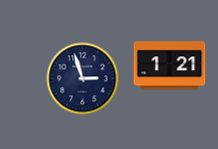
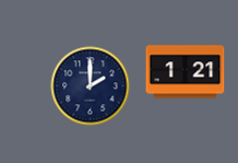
clock at (83, 79): 2:57 -> 2:00
